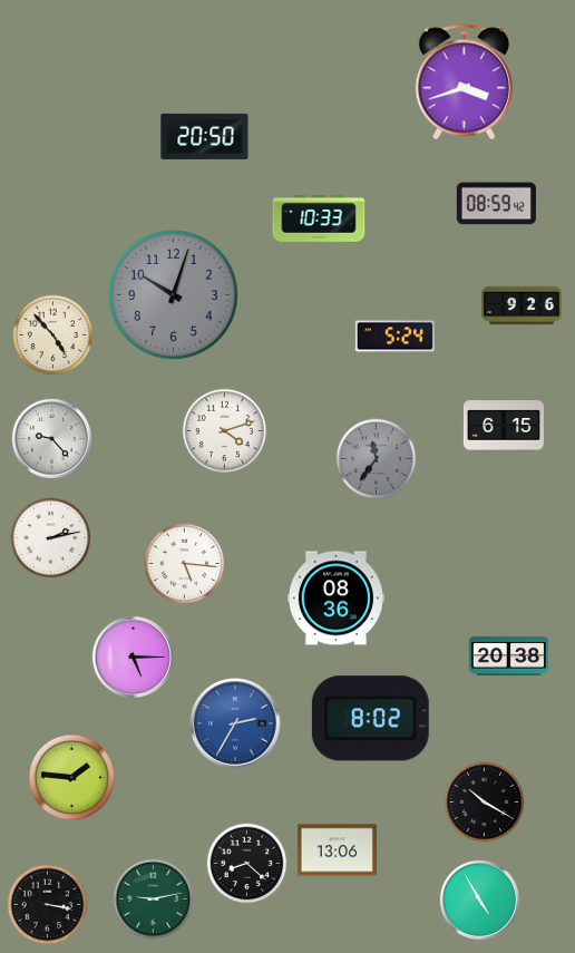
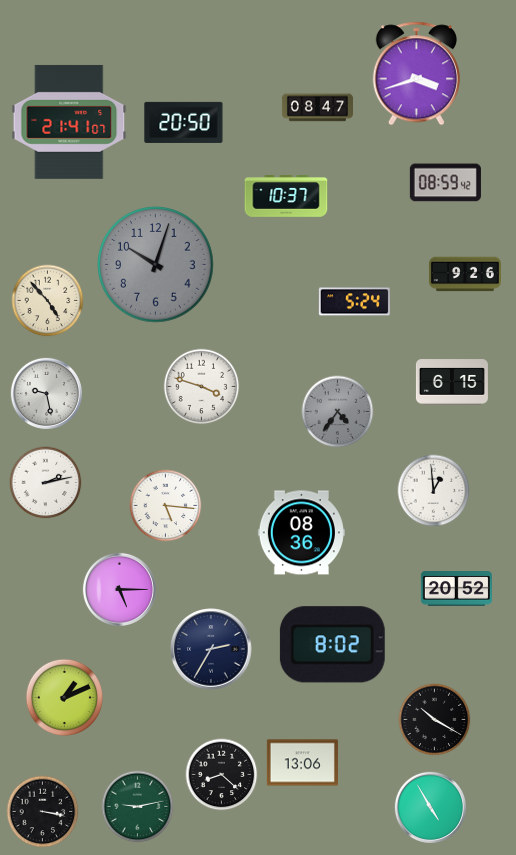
clock at (317, 108): none -> 08:47
clock at (69, 122): none -> 21:41
clock at (319, 218): 10:33 -> 10:37
clock at (522, 305) position: (522, 305) -> (465, 274)
clock at (225, 431): 4:12 -> 3:48
clock at (51, 438): 9:23 -> 9:28
clock at (377, 459): 11:36 -> 4:36
clock at (434, 491): none -> 12:59
clock at (335, 599) position: (335, 599) -> (301, 533)
clock at (508, 657): 20:38 -> 20:52
clock at (235, 723) dial: blue -> navy
clock at (71, 777): 1:46 -> 1:11
